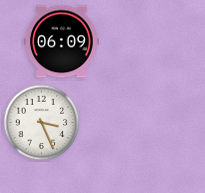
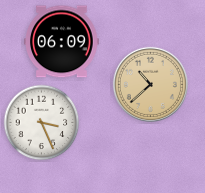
clock at (150, 84): none -> 10:38
